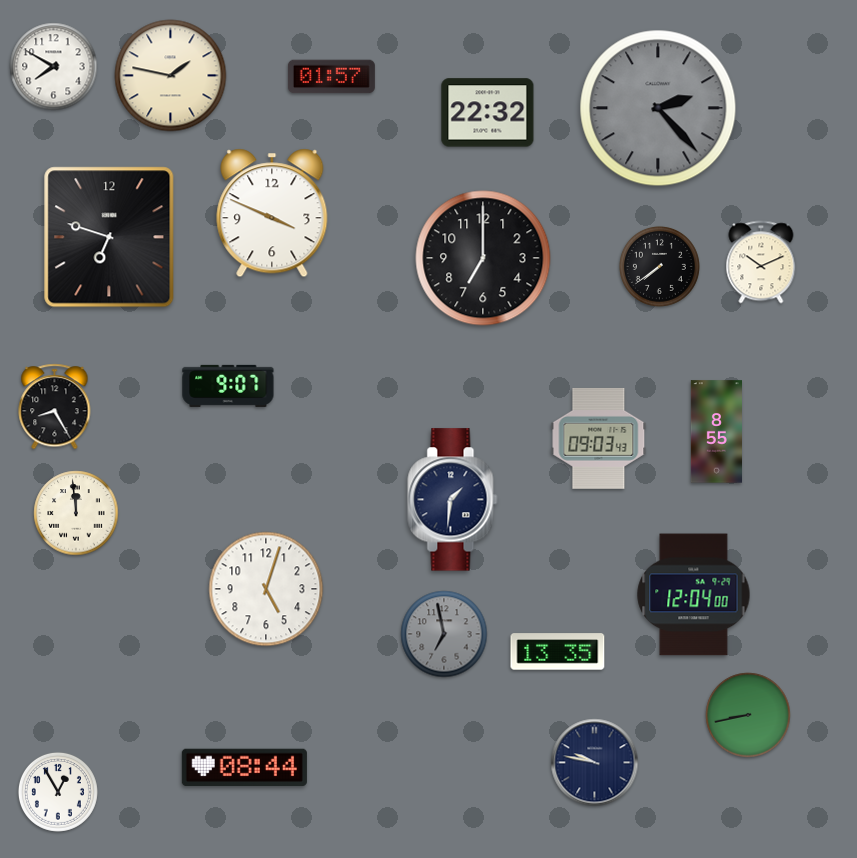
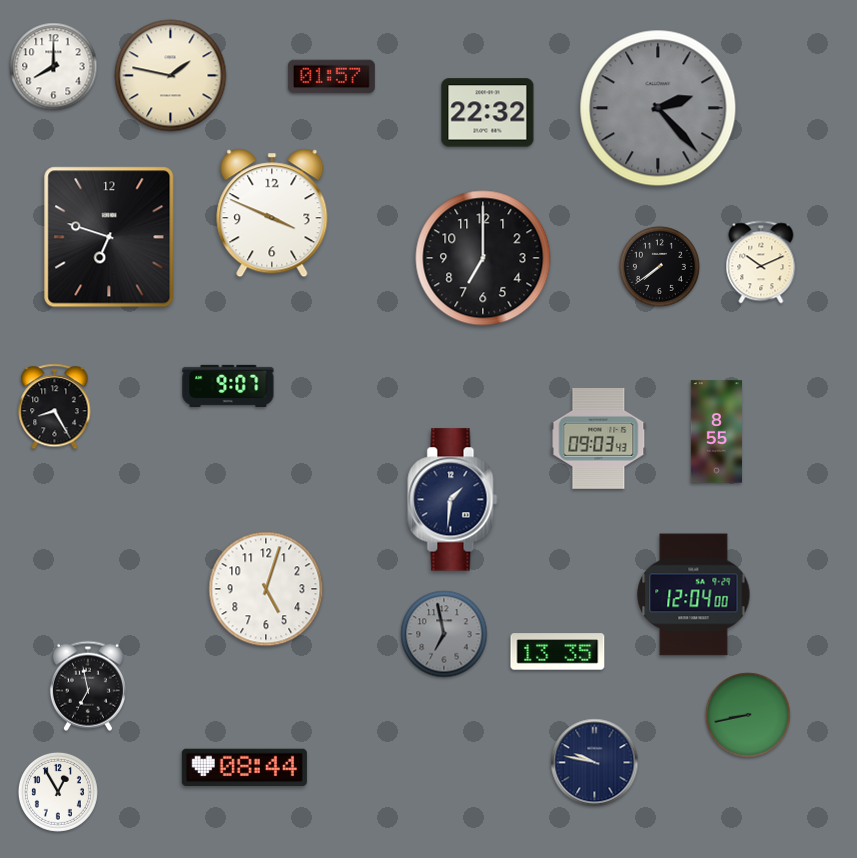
clock at (54, 67): 7:50 -> 8:00
clock at (76, 513): 11:59 -> none
clock at (88, 686): none -> 6:58
